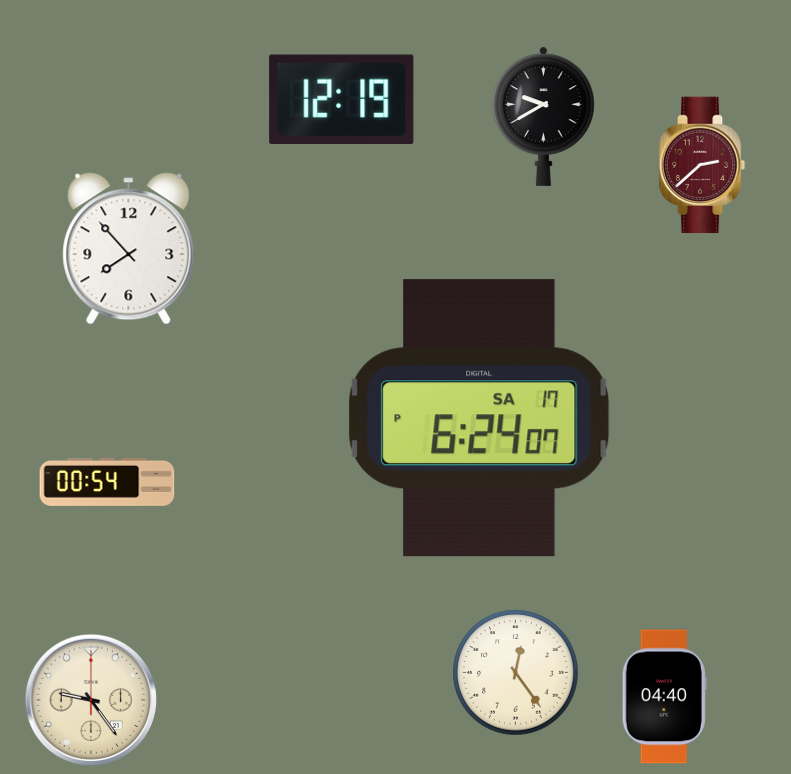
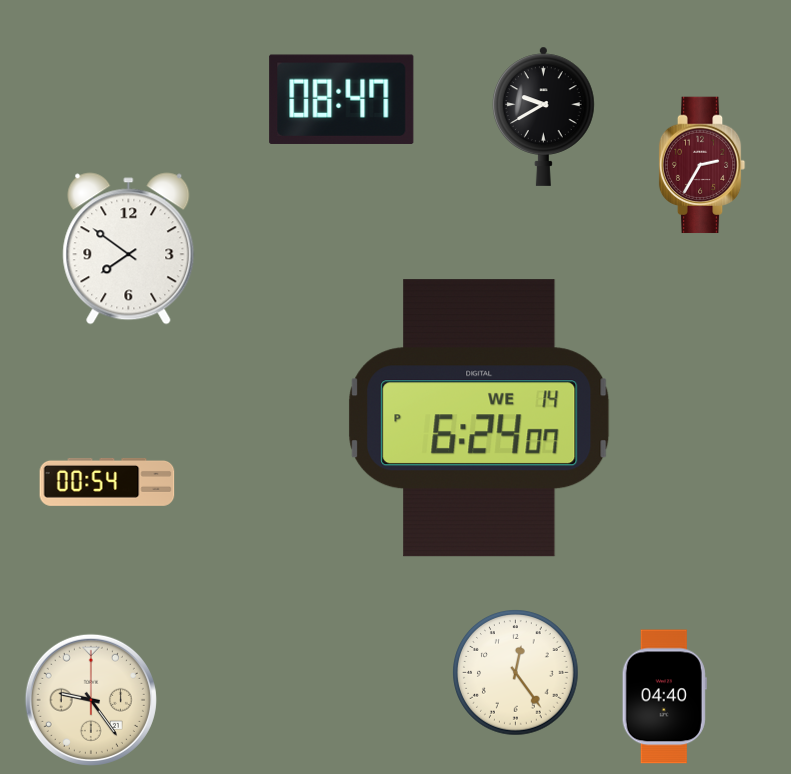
clock at (342, 99): 12:19 -> 08:47
clock at (702, 165): 2:38 -> 2:35
clock at (129, 249): 7:53 -> 7:51
clock at (479, 418) date: SA 17 -> WE 14
